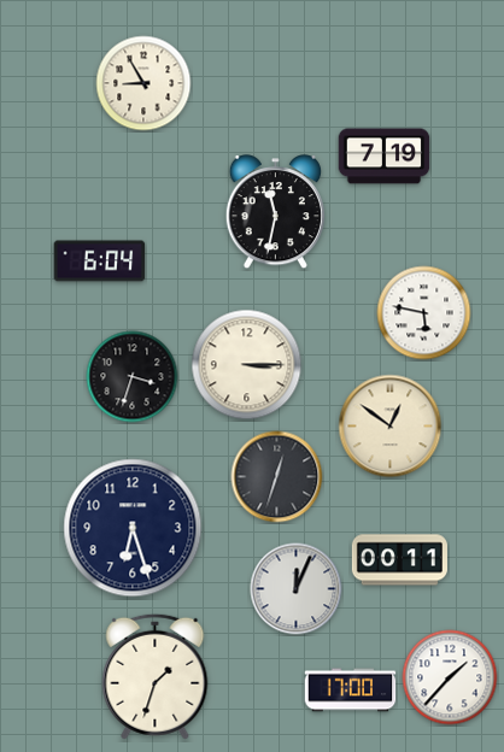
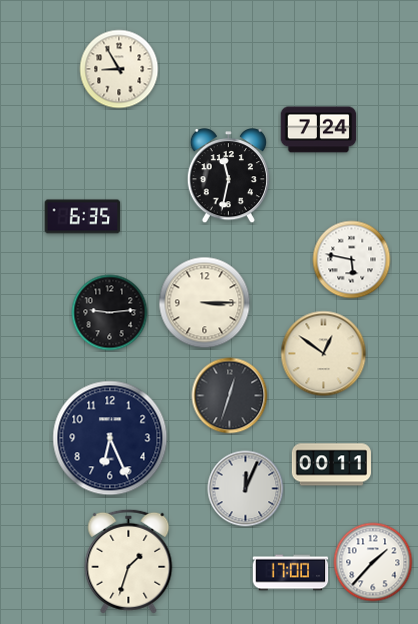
clock at (385, 157): 7:19 -> 7:24
clock at (100, 262): 6:04 -> 6:35
clock at (133, 377): 3:33 -> 9:14
clock at (133, 528): 6:27 -> 6:26
